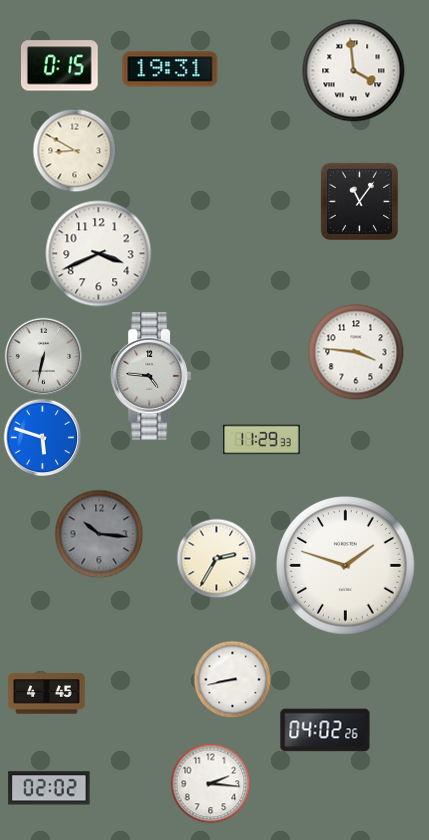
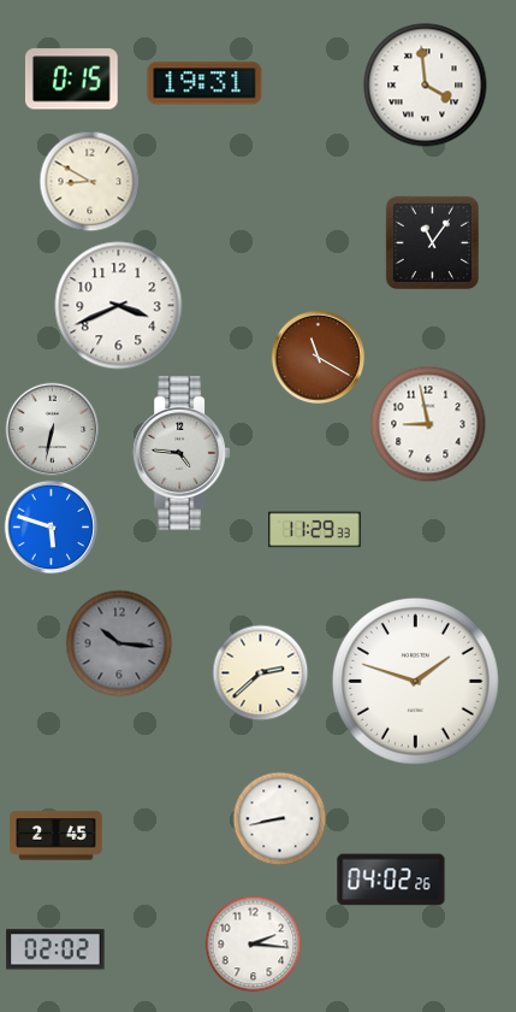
clock at (318, 357): none -> 11:20
clock at (356, 352): 3:46 -> 8:58
clock at (216, 558): 2:35 -> 2:38
clock at (47, 694): 4:45 -> 2:45
clock at (49, 788) position: (49, 788) -> (55, 949)
